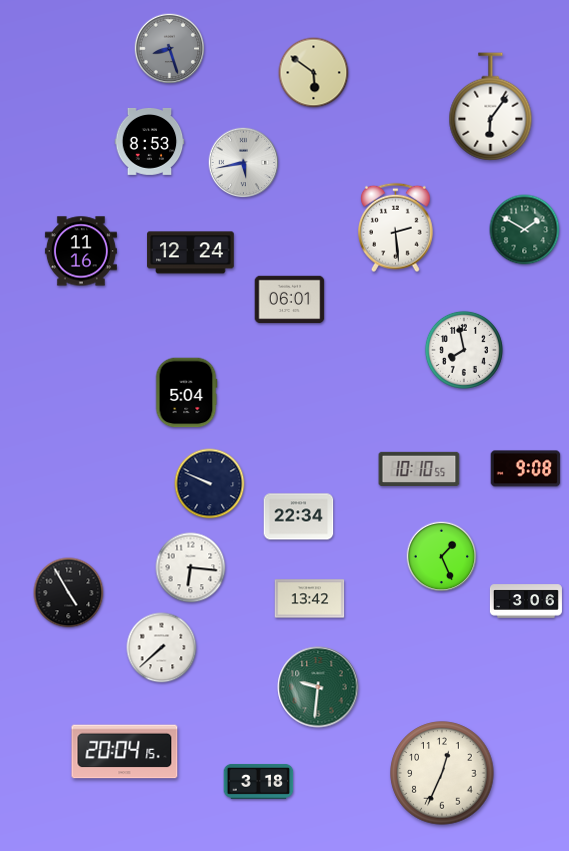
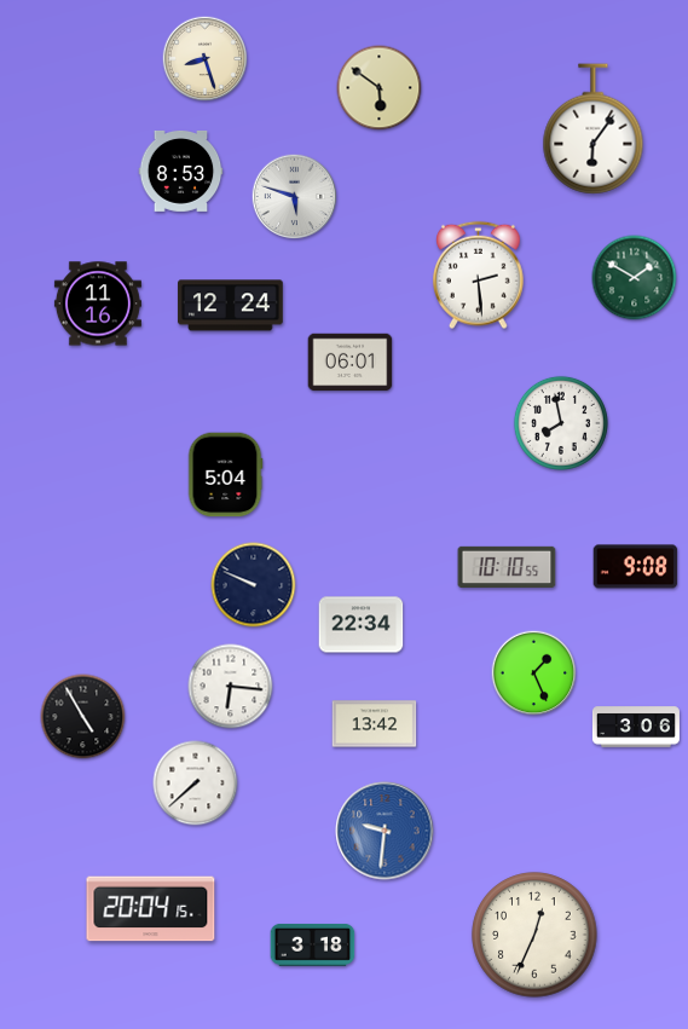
clock at (170, 49) dial: grey -> cream
clock at (244, 163): 5:43 -> 5:48
clock at (318, 687) dial: green -> blue
